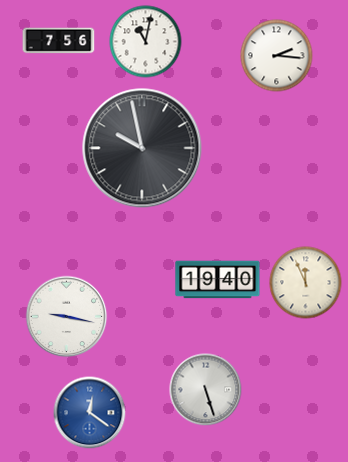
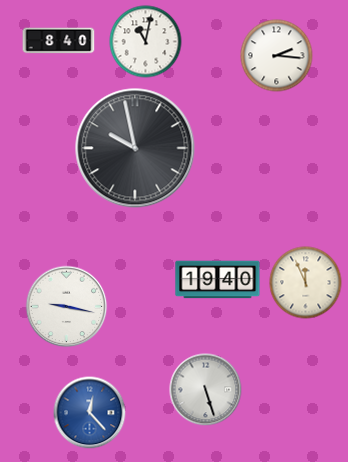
clock at (59, 41): 7:56 -> 8:40
clock at (142, 148) position: (142, 148) -> (135, 148)
clock at (67, 317) position: (67, 317) -> (67, 307)
clock at (90, 413): 12:21 -> 12:23
